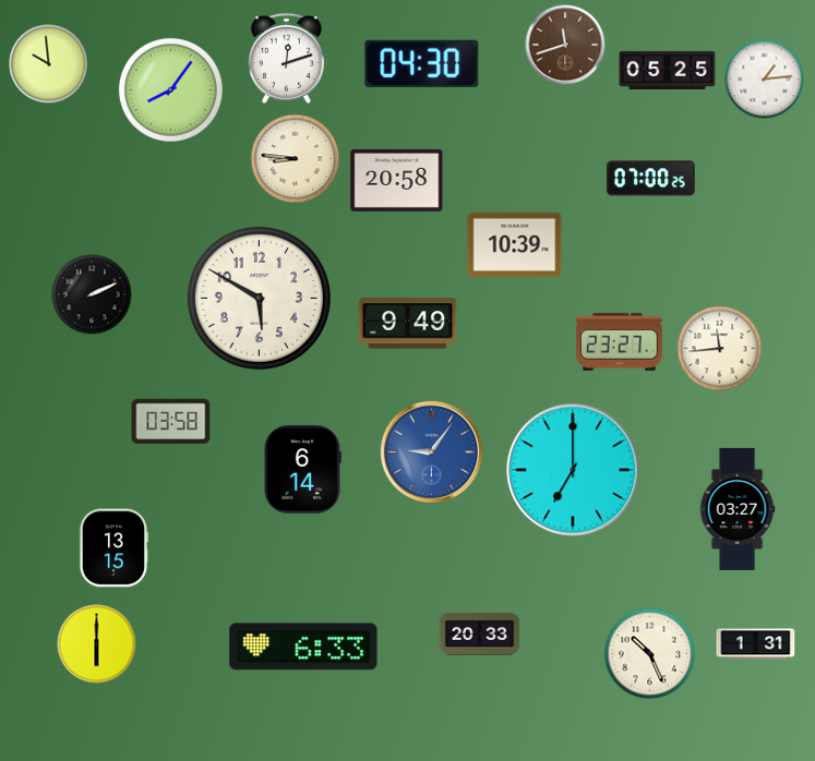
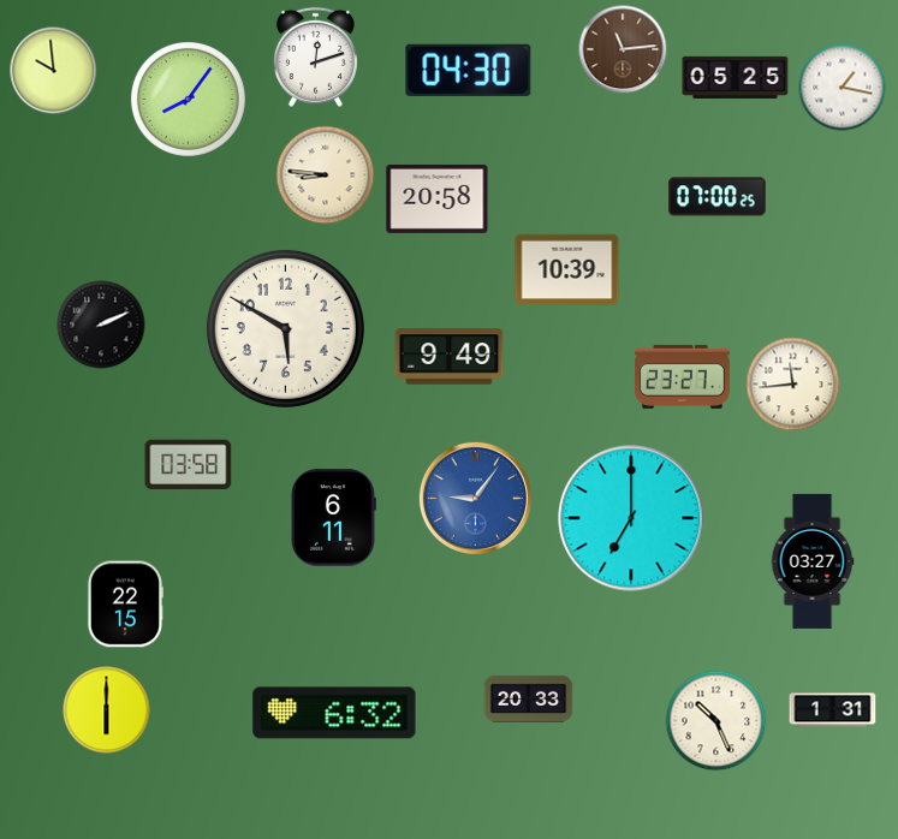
clock at (565, 45): 11:42 -> 11:14
clock at (286, 58) position: (286, 58) -> (315, 56)
clock at (422, 63) position: (422, 63) -> (469, 70)
clock at (765, 80): 1:14 -> 1:17
clock at (302, 470): 6:14 -> 6:11
clock at (113, 548): 13:15 -> 22:15
clock at (303, 647): 6:33 -> 6:32
